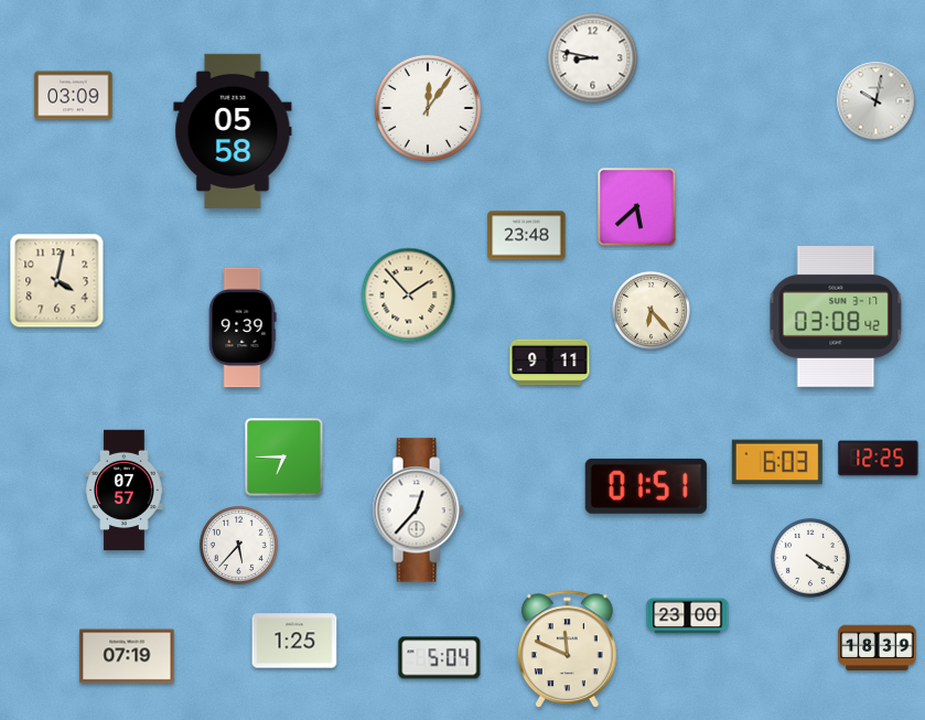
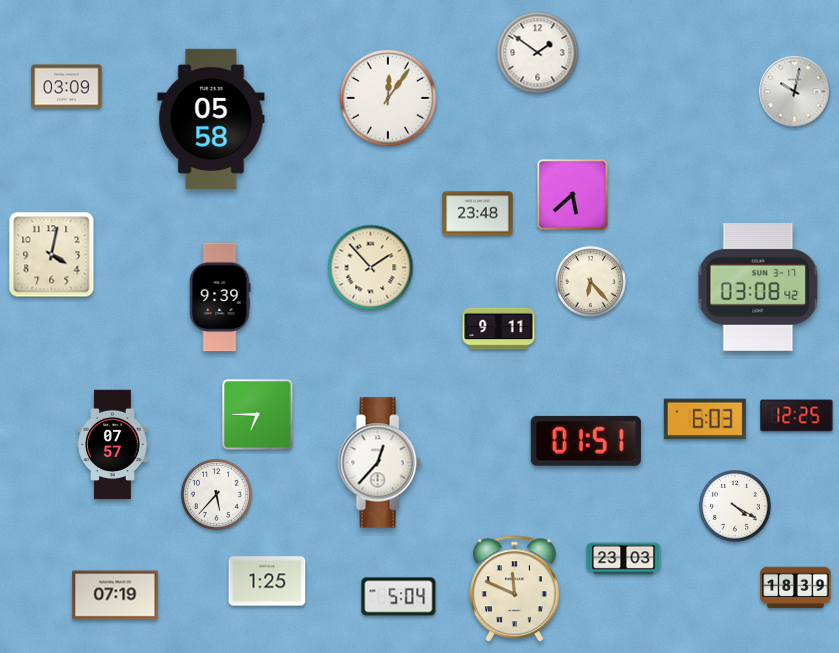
clock at (593, 58): 8:47 -> 1:51
clock at (637, 207) position: (637, 207) -> (573, 195)
clock at (688, 616): 23:00 -> 23:03
